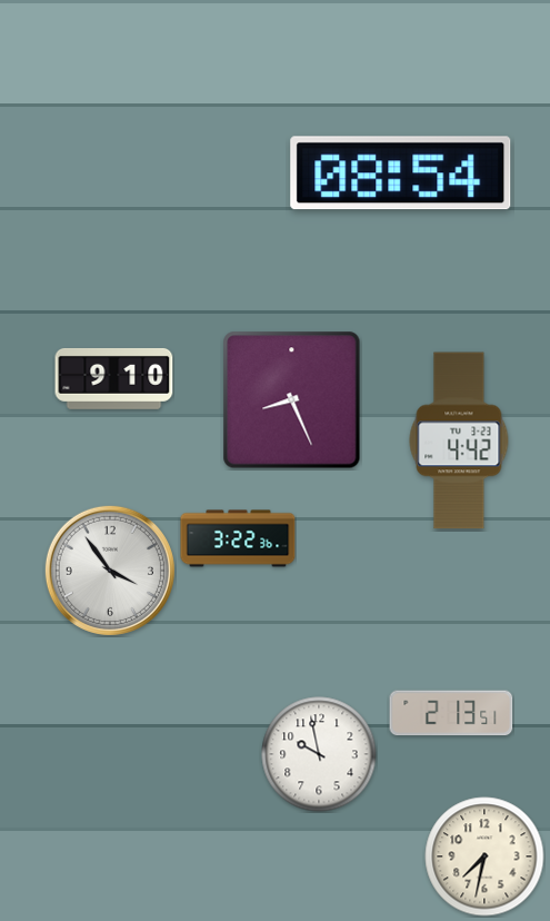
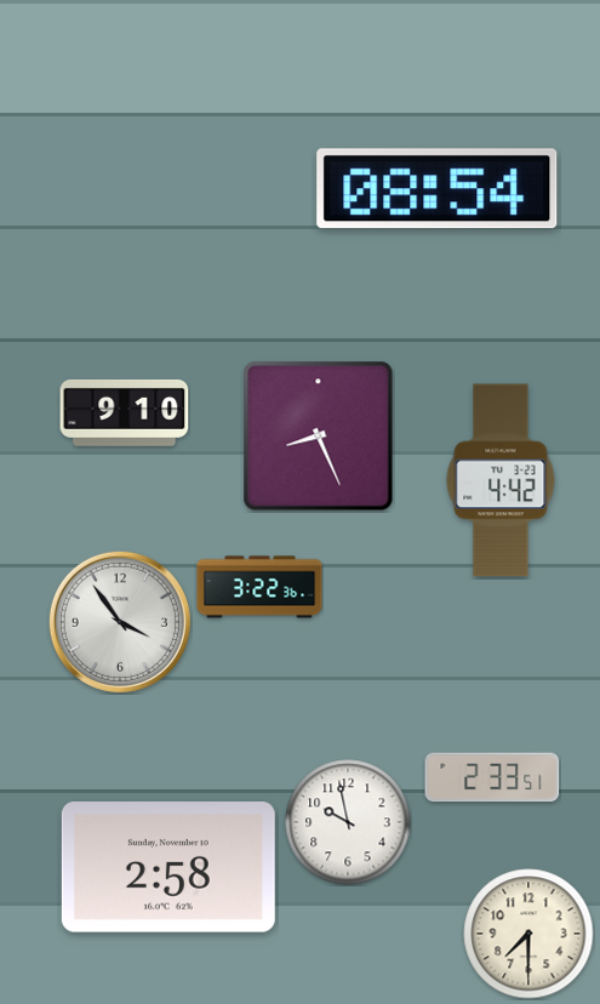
clock at (451, 713): 2:13 -> 2:33
clock at (168, 868): none -> 2:58
clock at (484, 856): 7:32 -> 7:30
